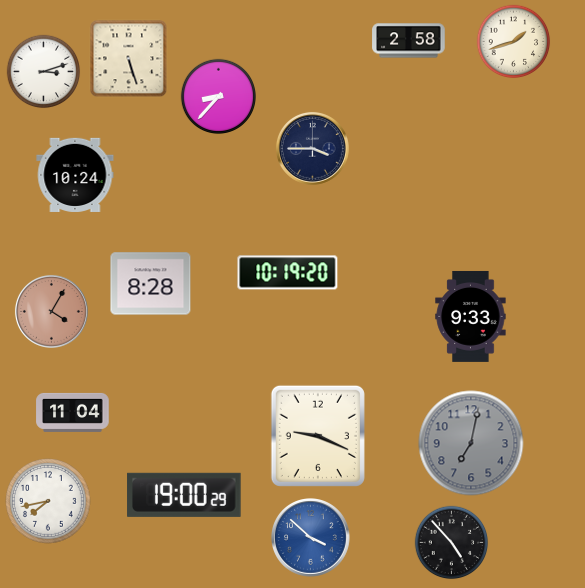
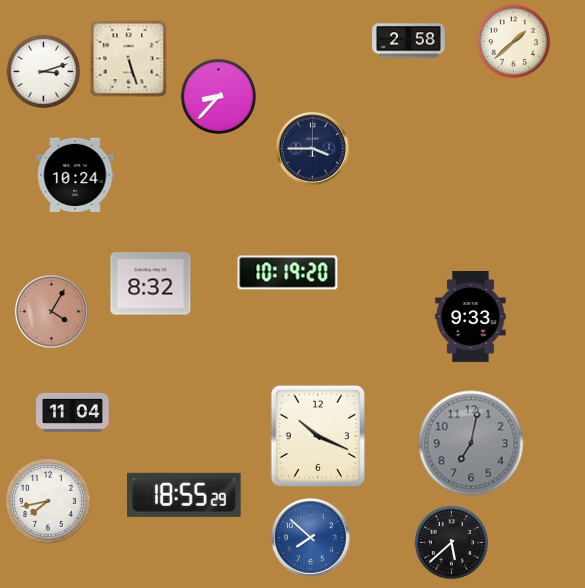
clock at (514, 42): 1:42 -> 1:38
clock at (151, 284): 8:28 -> 8:32
clock at (318, 436): 9:19 -> 10:19
clock at (184, 495): 19:00 -> 18:55
clock at (311, 538): 3:52 -> 7:52
clock at (452, 543): 4:53 -> 5:38
